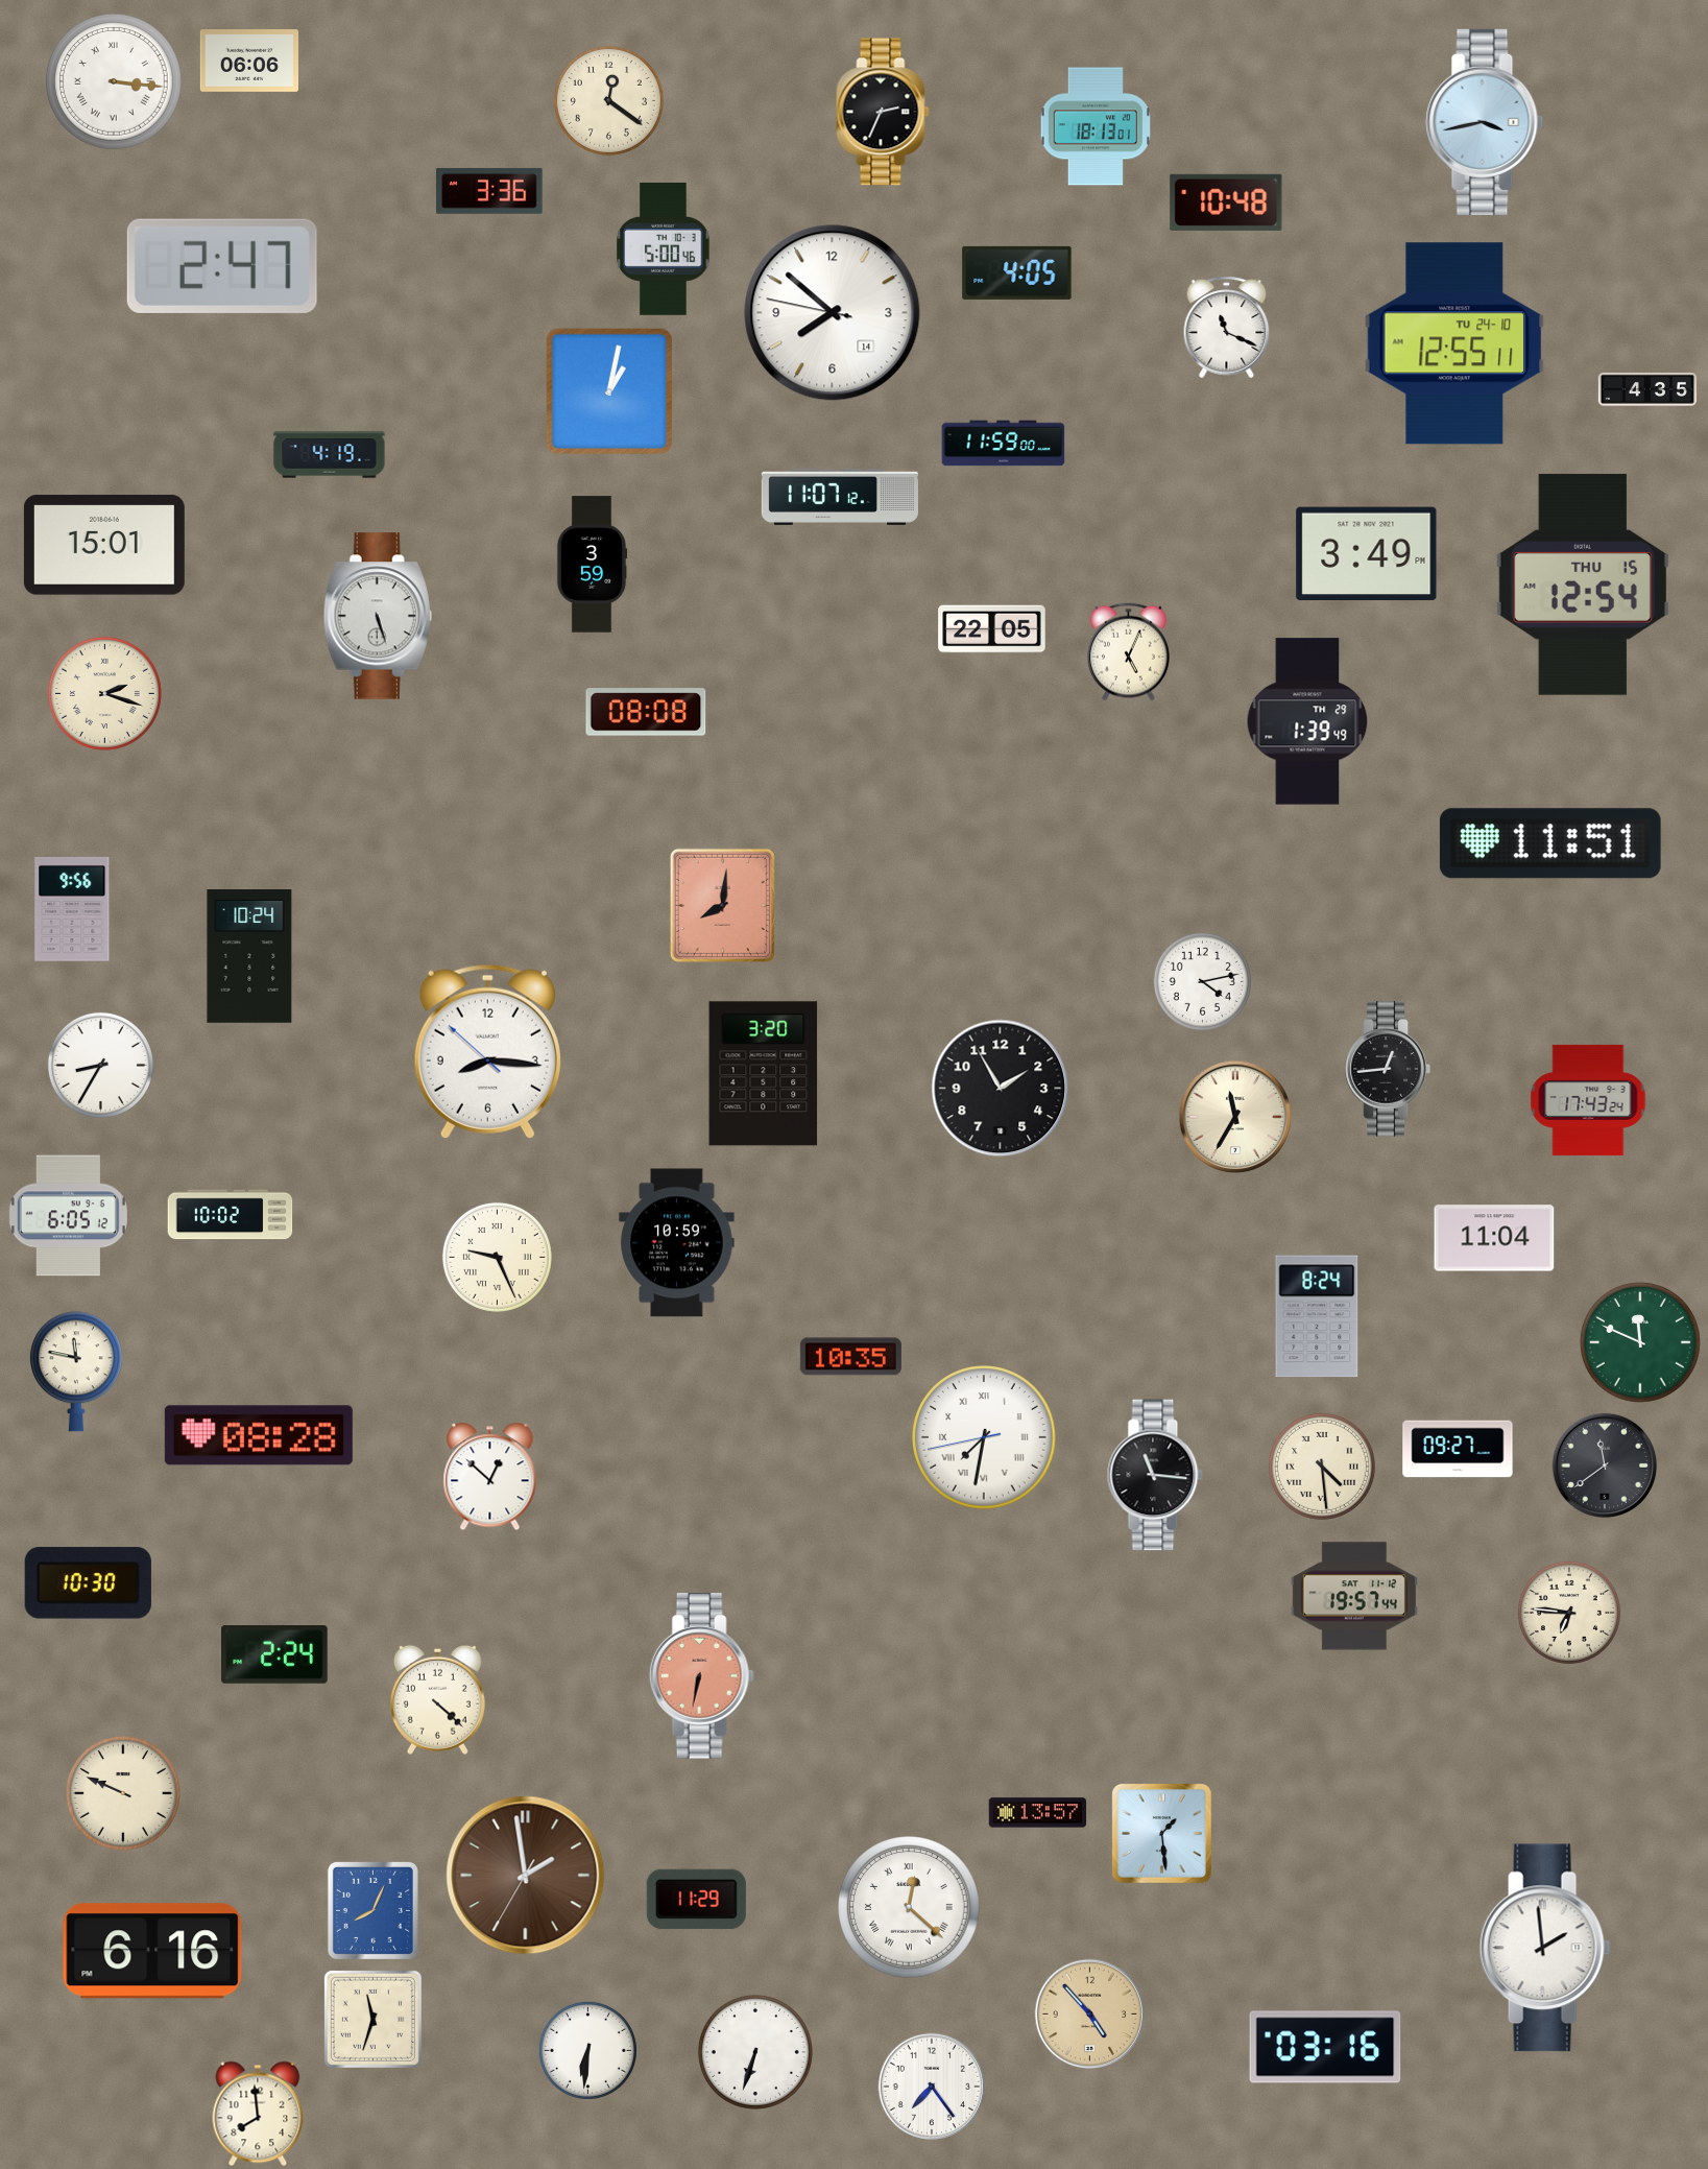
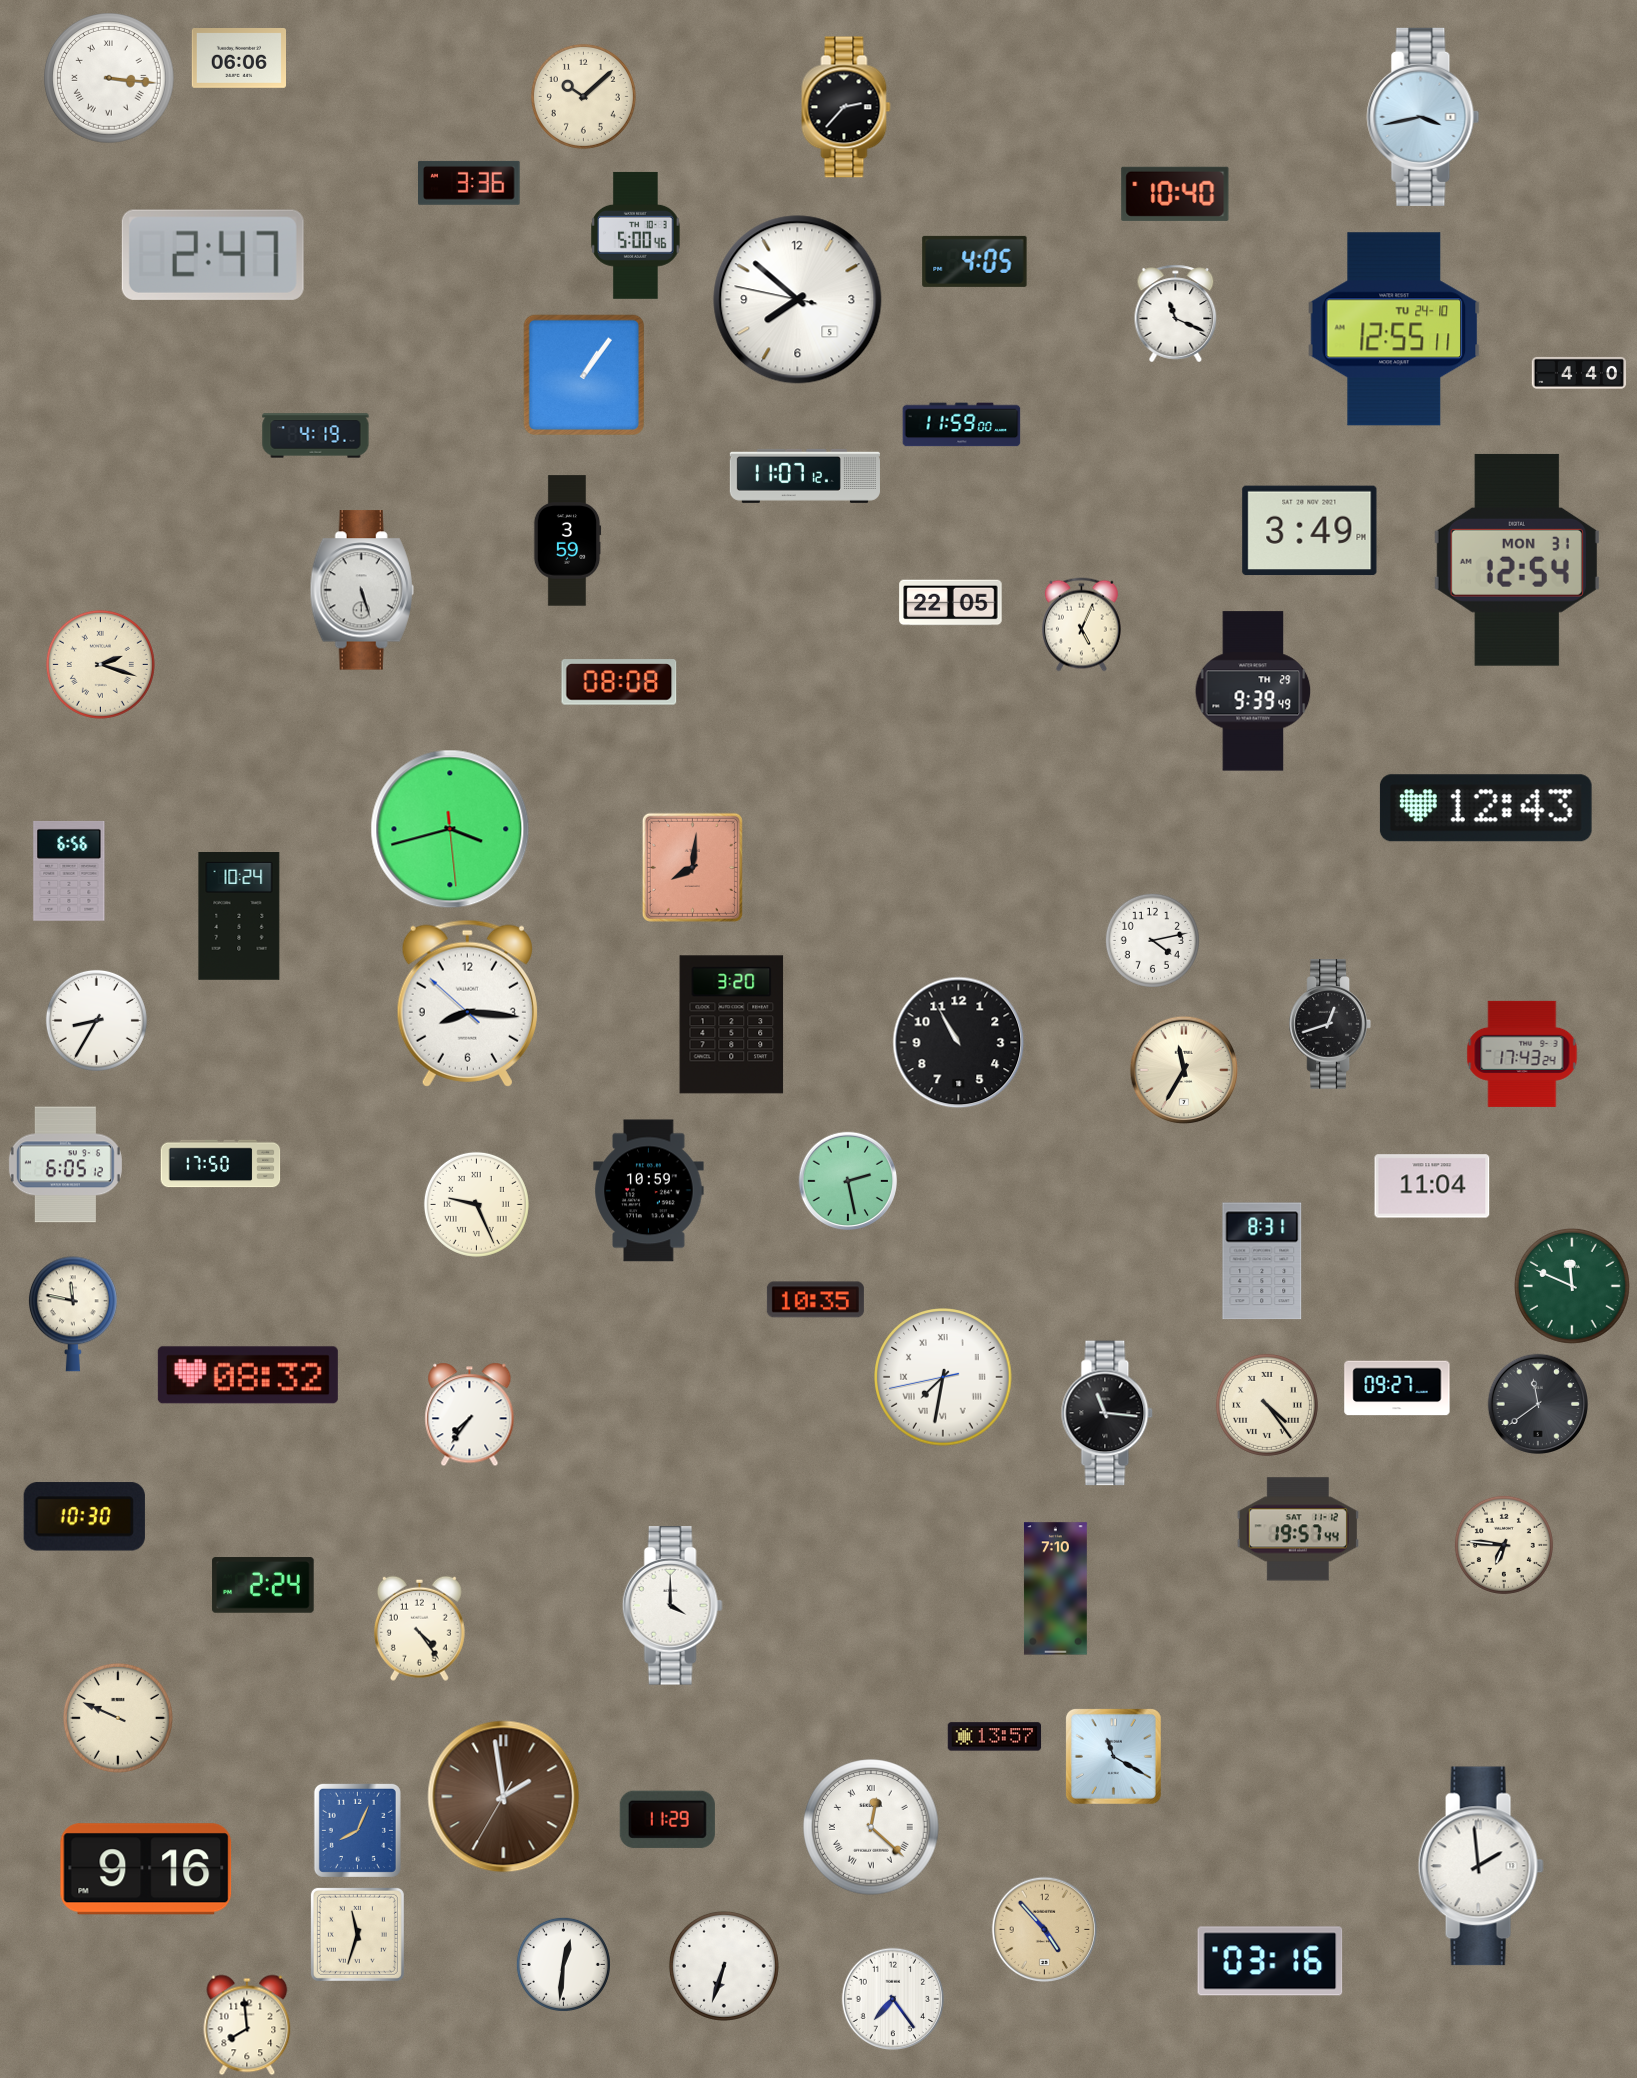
clock at (608, 100): 12:21 -> 10:08
clock at (883, 112): 2:34 -> 2:37
clock at (1094, 126): 18:13 -> none
clock at (1226, 202): 10:48 -> 10:40
clock at (664, 248) position: (664, 248) -> (636, 235)
clock at (833, 313) date: 14 -> 5
clock at (1646, 389): 4:35 -> 4:40
clock at (608, 390): 1:02 -> 1:06
clock at (104, 546): 15:01 -> none
clock at (1583, 585) date: THU 15 -> MON 31
clock at (1307, 721): 1:39 -> 9:39
clock at (1550, 843): 11:51 -> 12:43
clock at (450, 829): none -> 3:42
clock at (72, 909): 9:56 -> 6:56
clock at (487, 1051) position: (487, 1051) -> (467, 1003)
clock at (1388, 1069): 12:44 -> 12:42
clock at (764, 1074) position: (764, 1074) -> (732, 1025)
clock at (1001, 1089): 1:55 -> 10:55
clock at (231, 1215): 10:02 -> 17:50
clock at (847, 1180): none -> 2:28
clock at (1317, 1316): 8:24 -> 8:31
clock at (259, 1435): 08:28 -> 08:32
clock at (1322, 1467): 4:29 -> 4:24
clock at (490, 1477): 12:52 -> 7:36
clock at (1055, 1589): none -> 7:10
clock at (701, 1676): 6:32 -> 4:00
clock at (701, 1676) dial: salmon -> white
clock at (437, 1699): 4:22 -> 4:24
clock at (1161, 1833): 1:29 -> 11:20
clock at (152, 1951): 6:16 -> 9:16
clock at (587, 2050): 6:31 -> 12:31
